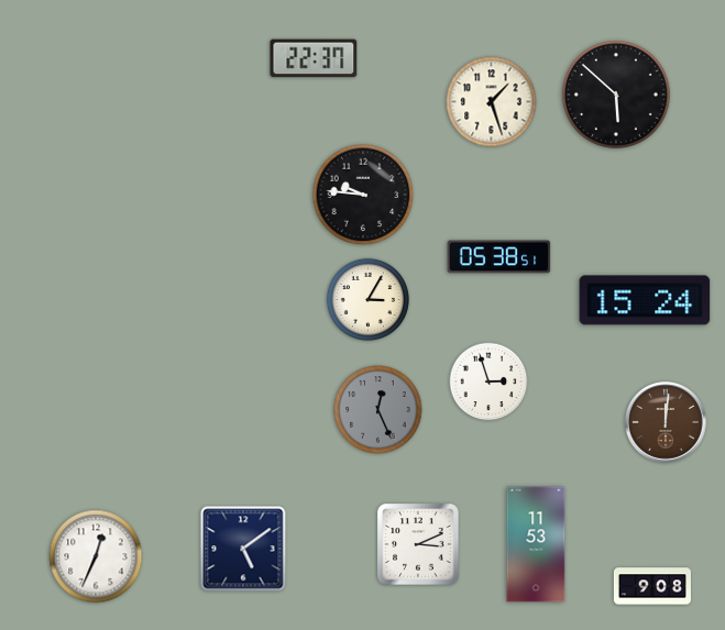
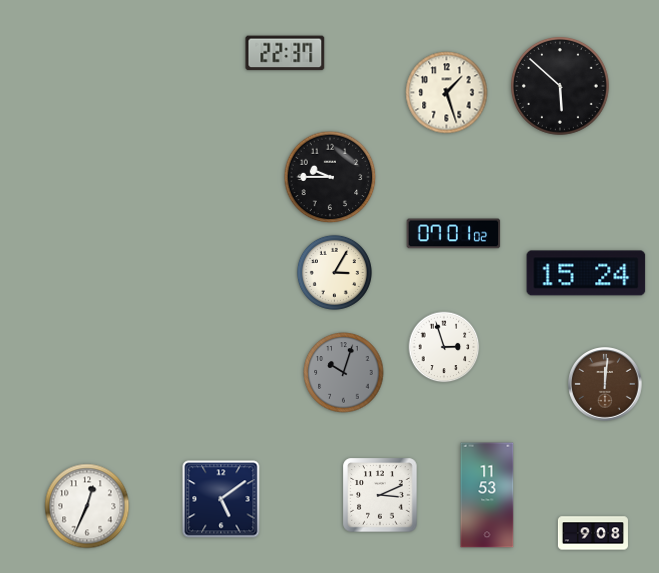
clock at (363, 195): 9:46 -> 9:45
clock at (499, 257): 05:38 -> 07:01
clock at (378, 410): 12:26 -> 10:03
